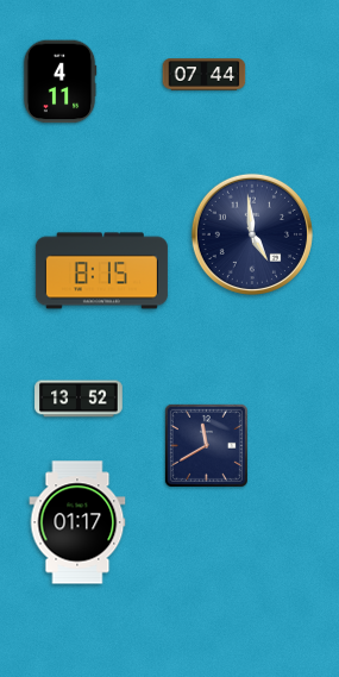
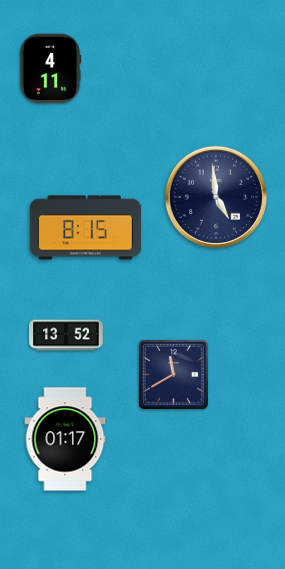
clock at (205, 75): 07:44 -> none
clock at (252, 234) position: (252, 234) -> (216, 197)
